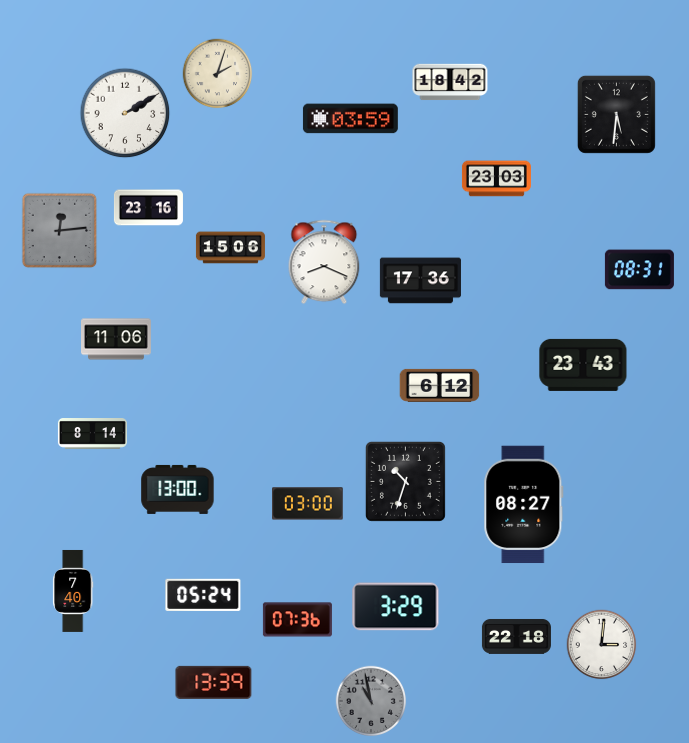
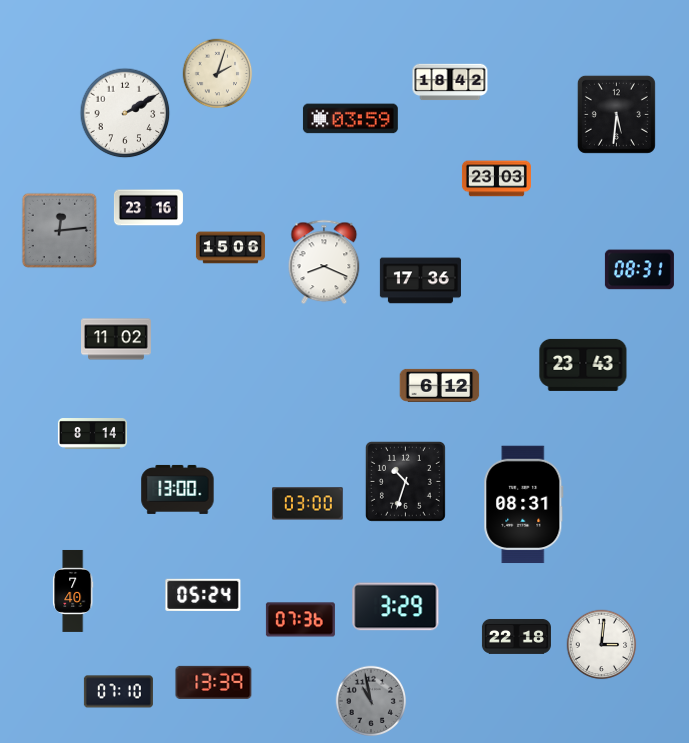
clock at (117, 339): 11:06 -> 11:02
clock at (524, 505): 08:27 -> 08:31
clock at (297, 620) position: (297, 620) -> (300, 620)
clock at (118, 692): none -> 07:10
